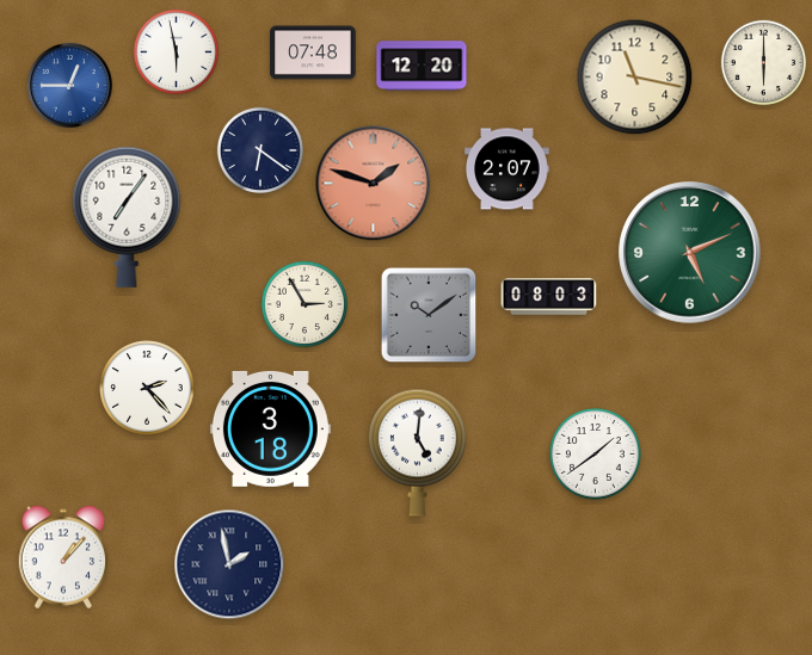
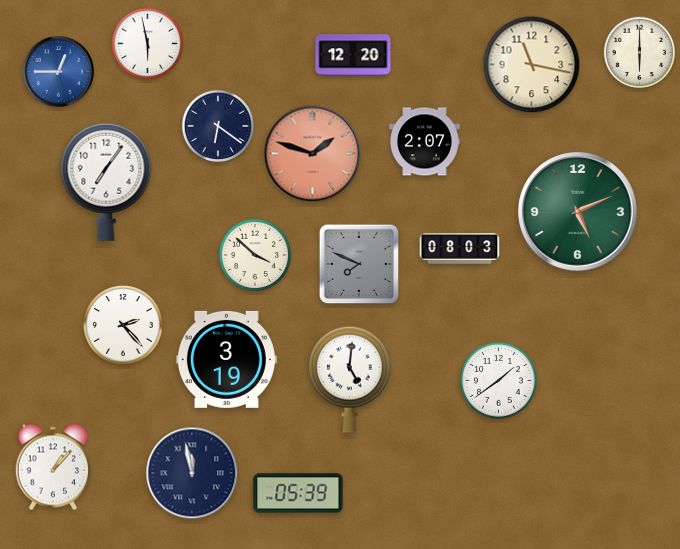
clock at (313, 52): 07:48 -> none
clock at (303, 303): 2:55 -> 3:52
clock at (429, 315): 10:09 -> 7:49
clock at (270, 428): 3:18 -> 3:19
clock at (229, 564): 1:58 -> 11:58
clock at (298, 493): none -> 05:39
